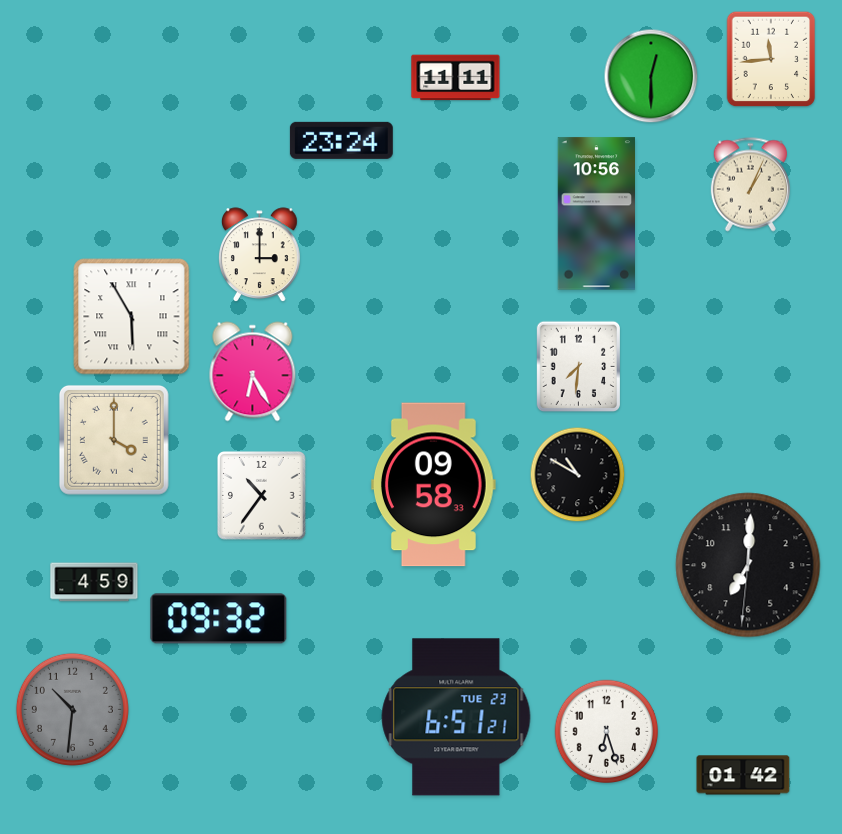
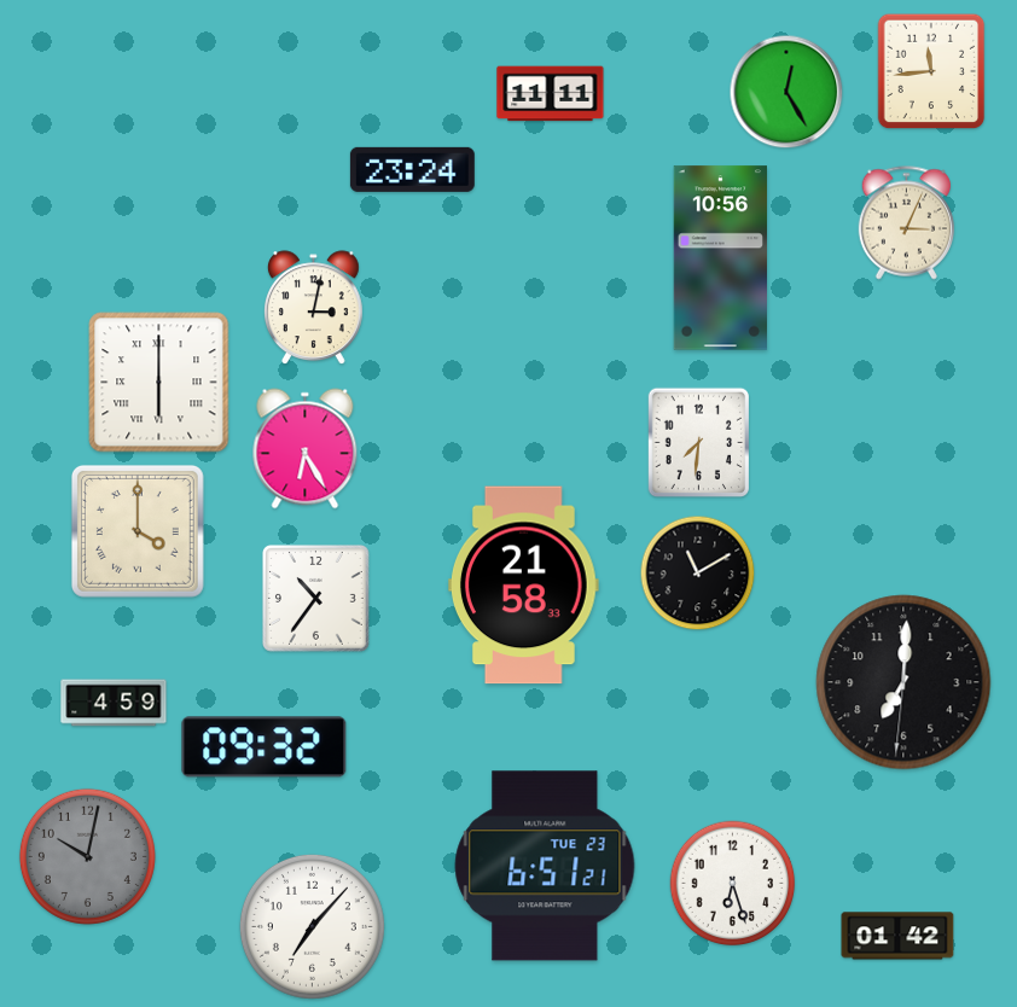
clock at (651, 76): 12:30 -> 12:25
clock at (750, 185): 1:04 -> 3:04
clock at (260, 255): 3:00 -> 3:02
clock at (132, 317): 5:55 -> 6:00
clock at (578, 475): 10:50 -> 11:10
clock at (434, 485): 09:58 -> 21:58
clock at (72, 709): 10:31 -> 10:02
clock at (456, 717) position: (456, 717) -> (545, 866)
clock at (312, 926): none -> 7:07
